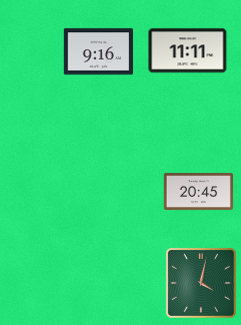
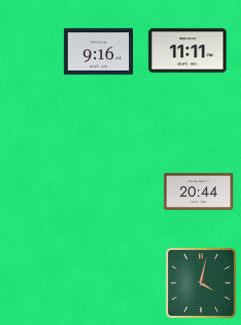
clock at (199, 191): 20:45 -> 20:44
